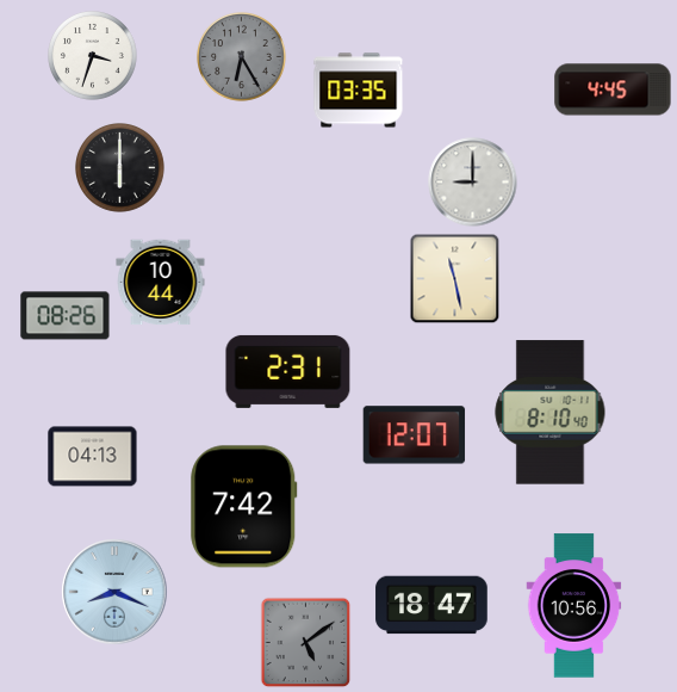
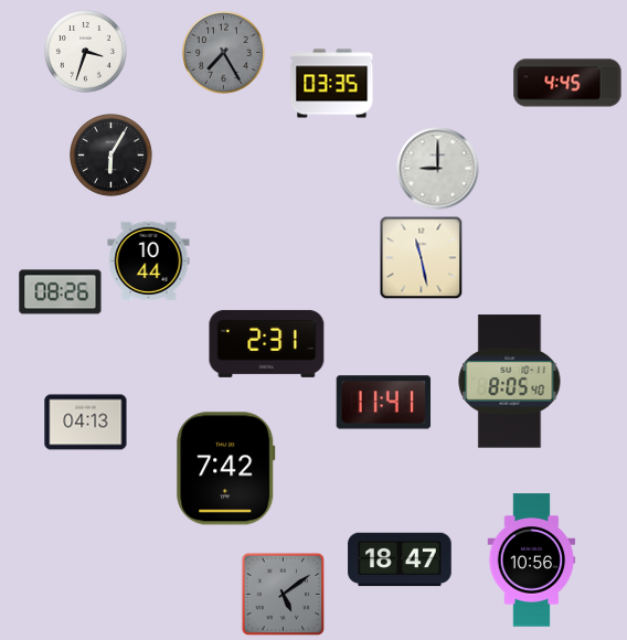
clock at (242, 57): 6:25 -> 7:25
clock at (120, 168): 6:00 -> 6:05
clock at (551, 413): 8:10 -> 8:05
clock at (415, 435): 12:07 -> 11:41
clock at (114, 592): 8:19 -> none
